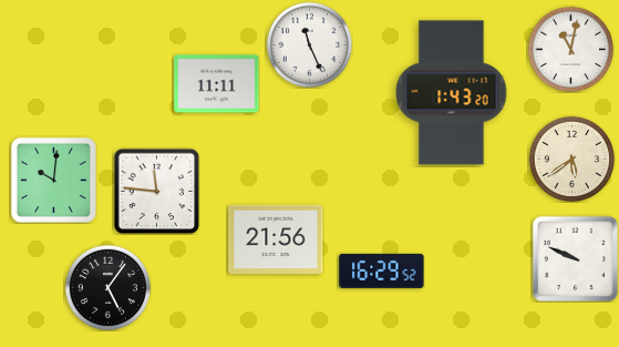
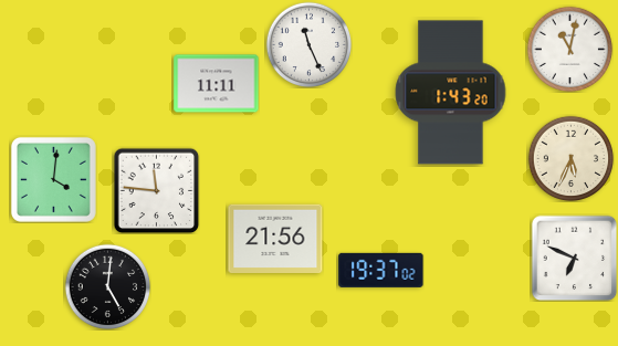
clock at (571, 159): 5:39 -> 5:34
clock at (53, 180): 10:01 -> 4:01
clock at (575, 258): 9:49 -> 6:49
clock at (382, 271): 16:29 -> 19:37
clock at (107, 287): 5:06 -> 5:01
